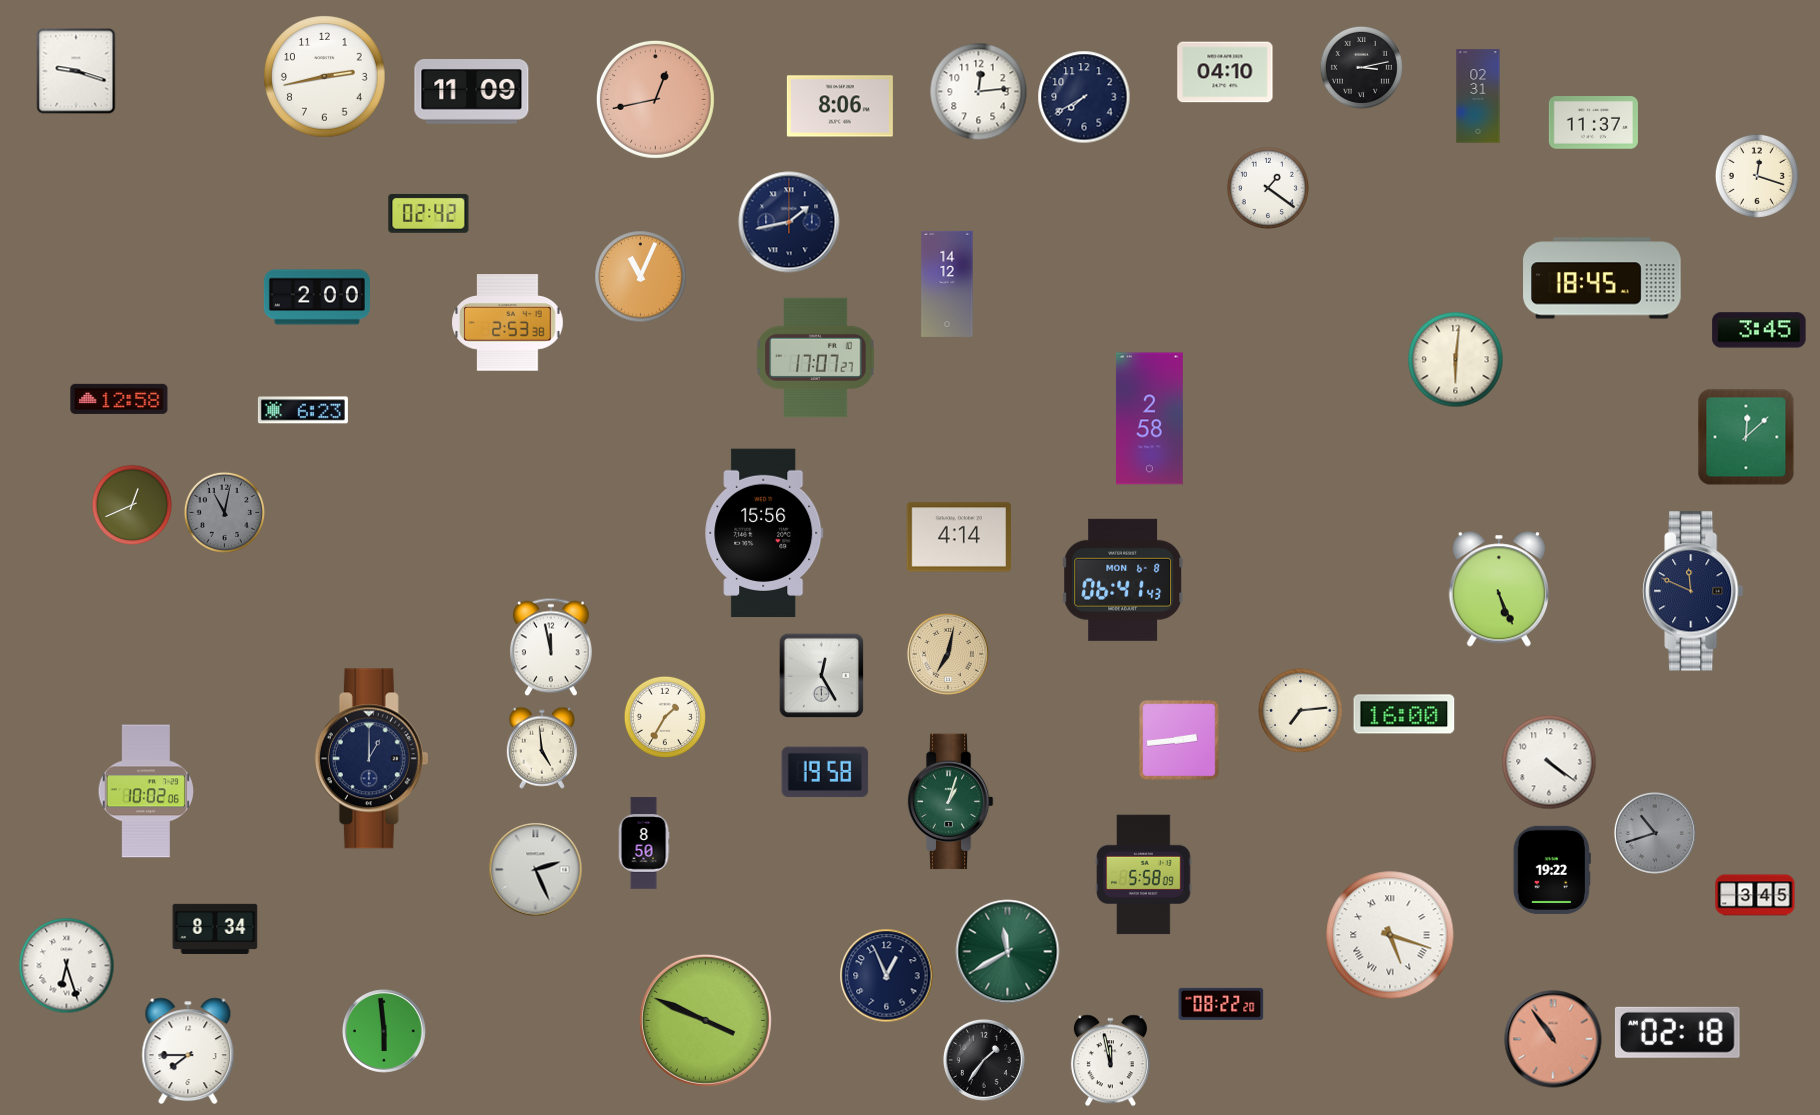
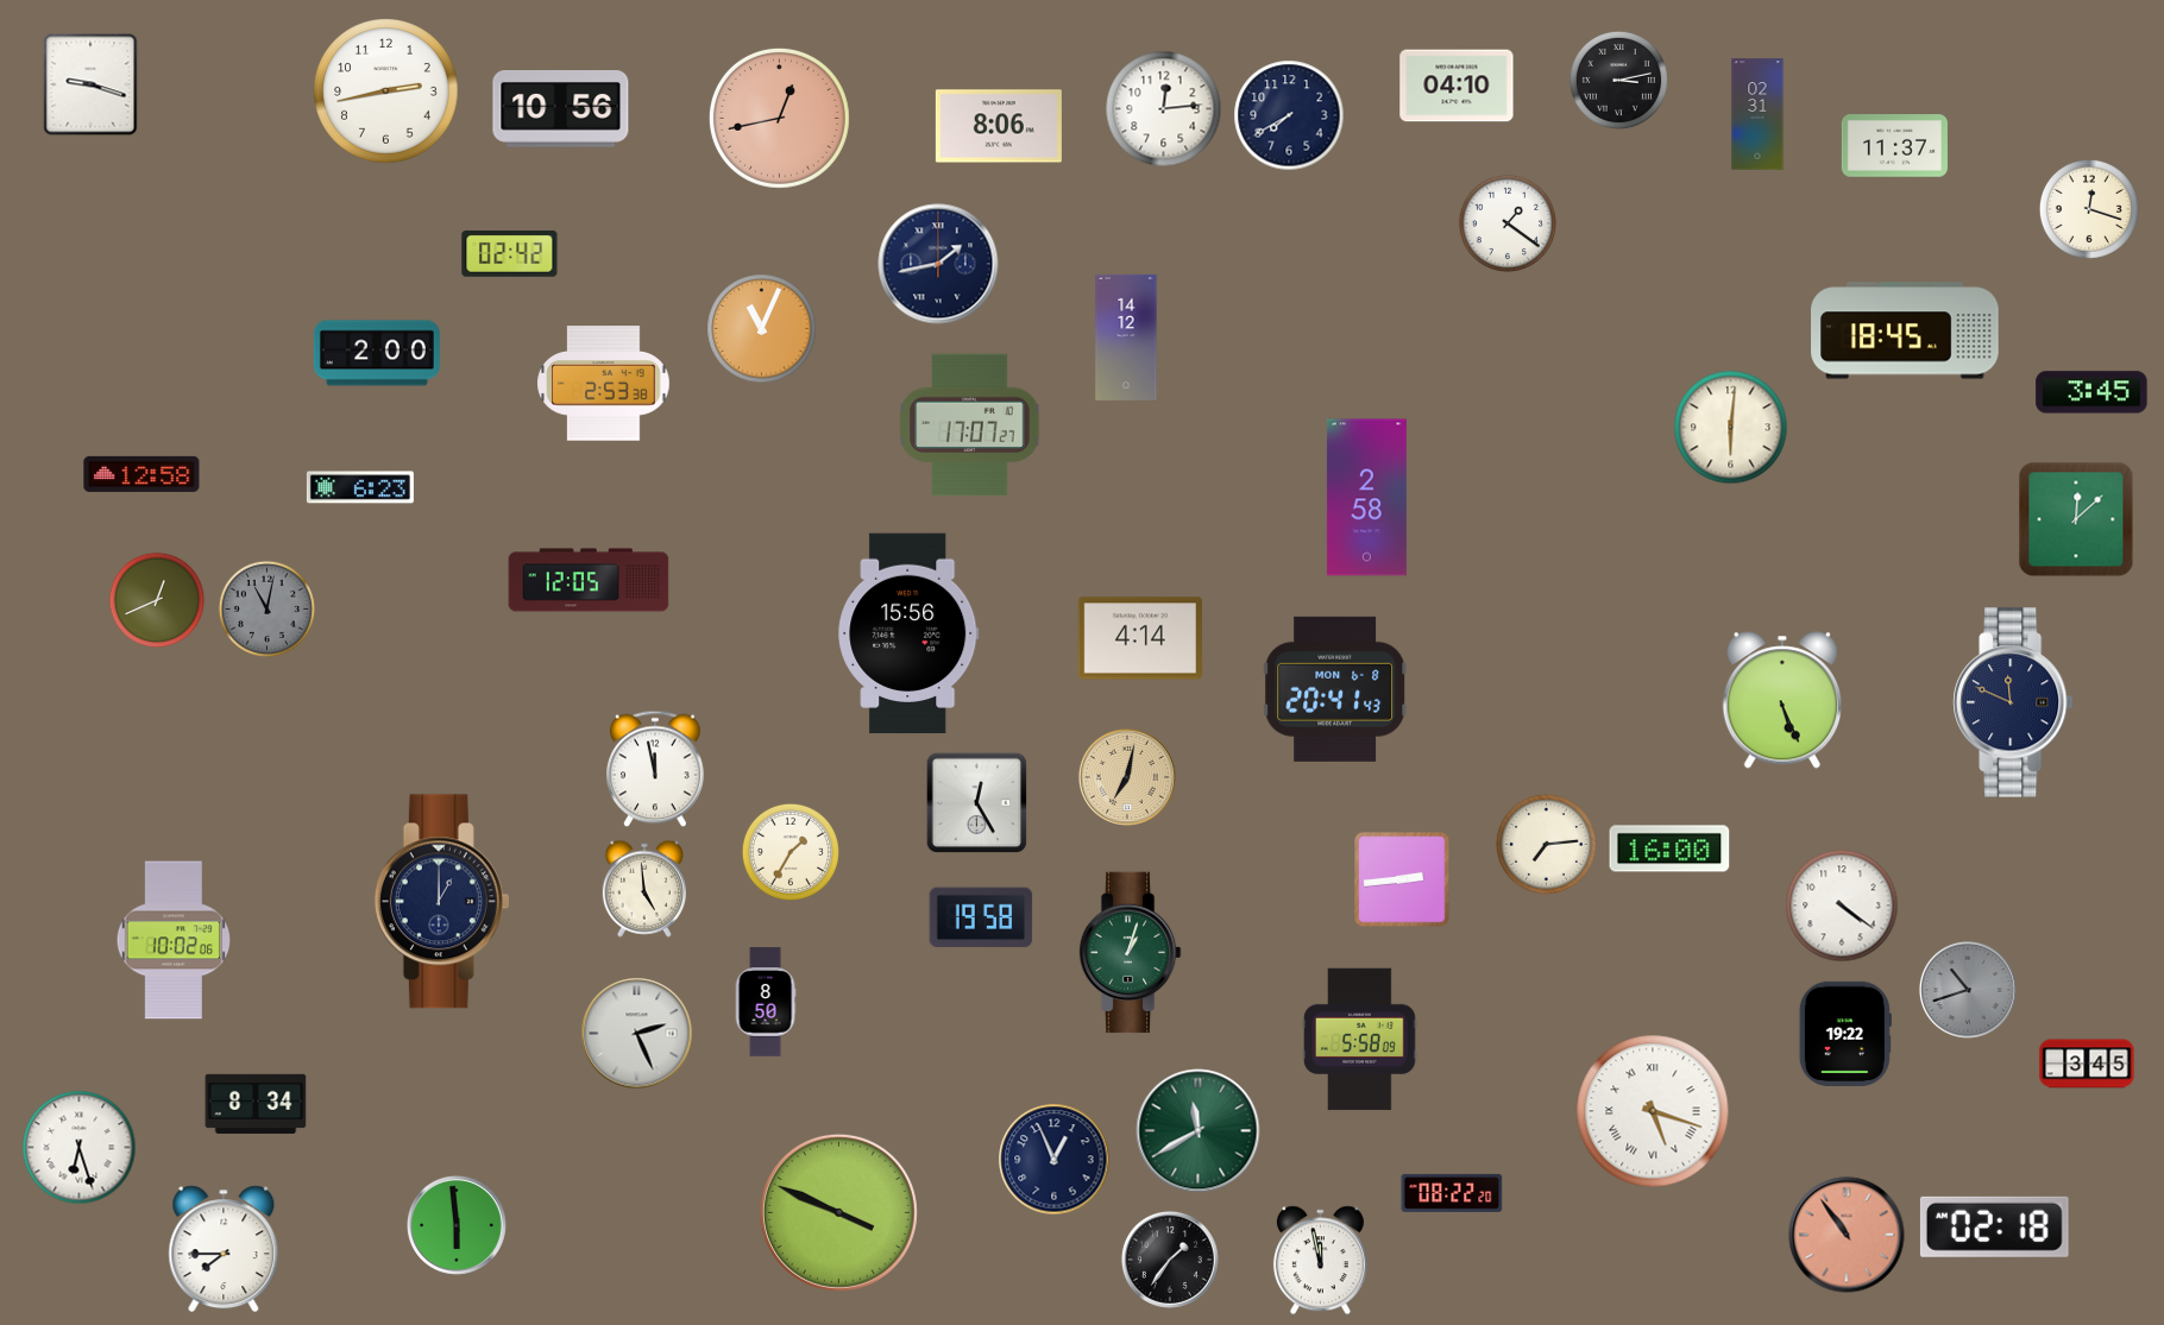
clock at (472, 92): 11:09 -> 10:56
clock at (589, 580): none -> 12:05
clock at (1122, 580): 06:41 -> 20:41
